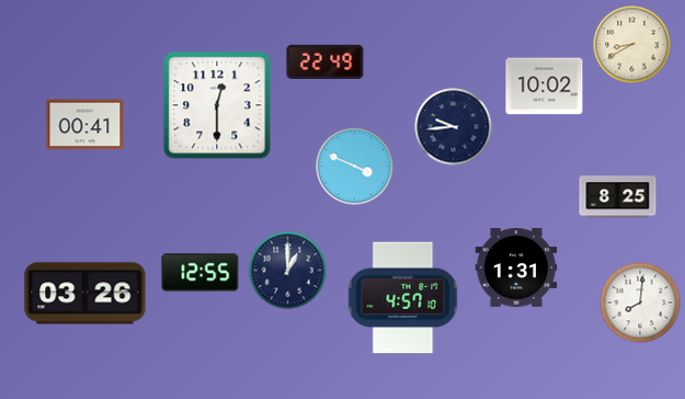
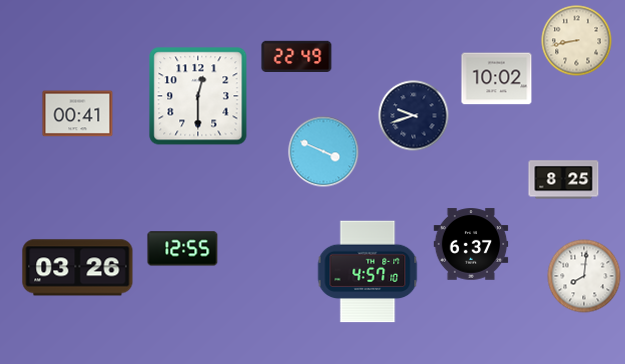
clock at (632, 45): 8:40 -> 8:43
clock at (454, 127): 9:44 -> 9:42
clock at (516, 267): 1:31 -> 6:37
clock at (288, 271): 1:00 -> none
